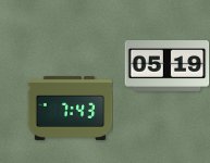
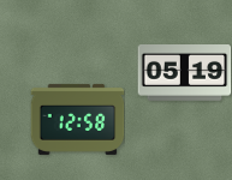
clock at (70, 108): 7:43 -> 12:58
